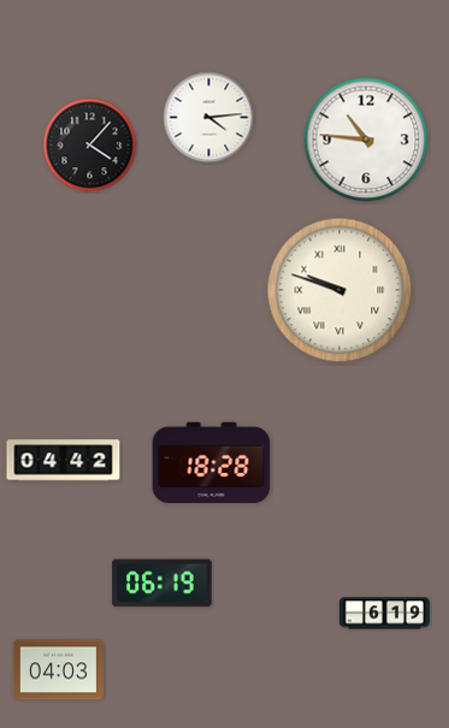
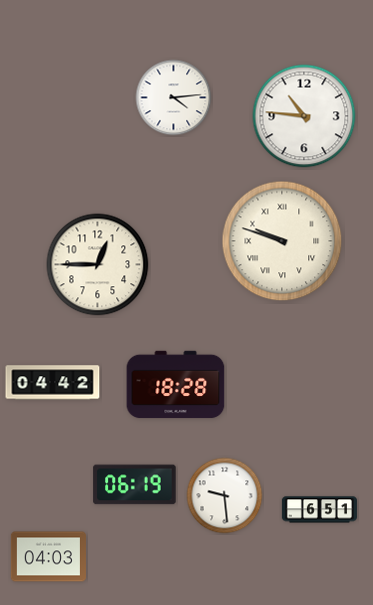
clock at (90, 146): 4:07 -> none
clock at (98, 265): none -> 12:45
clock at (225, 496): none -> 9:29
clock at (384, 614): 6:19 -> 6:51
